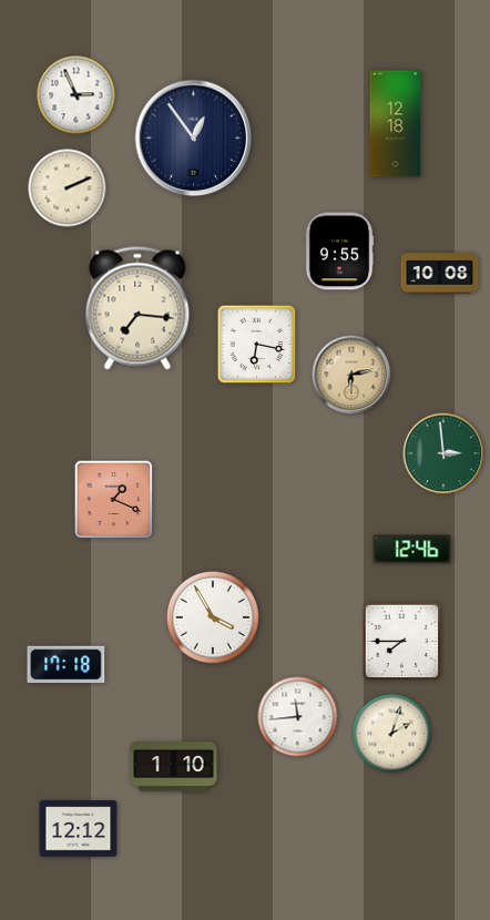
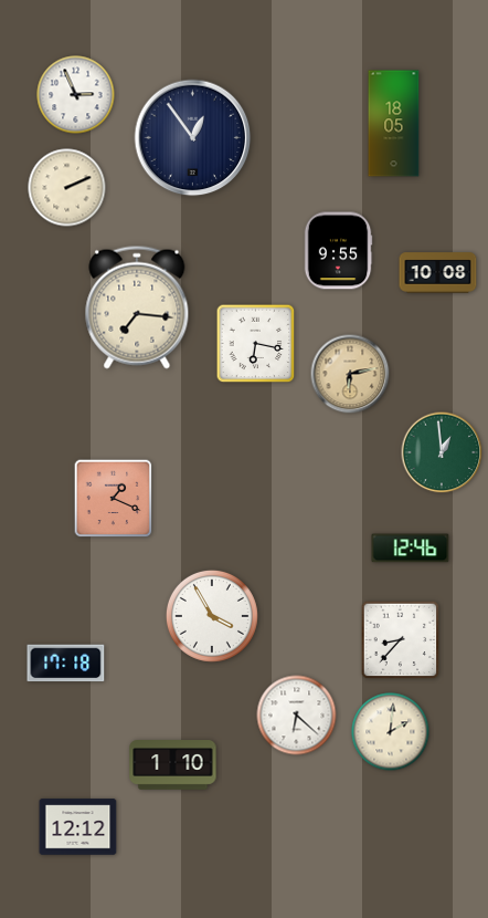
clock at (396, 124): 12:18 -> 18:05
clock at (443, 453): 2:59 -> 12:59
clock at (402, 642): 7:45 -> 8:37
clock at (298, 717): 11:44 -> 6:22
clock at (392, 734): 2:03 -> 2:01
